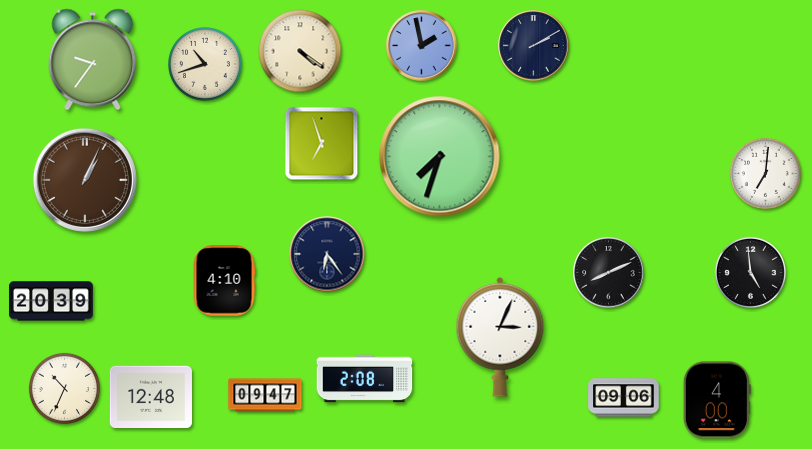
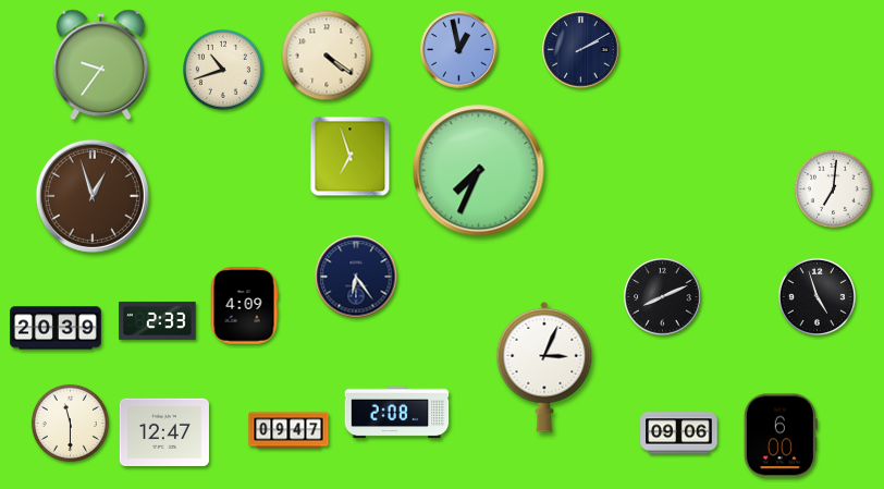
clock at (422, 46): 1:58 -> 12:58
clock at (440, 157): 7:33 -> 7:34
clock at (85, 180): 1:04 -> 12:57
clock at (750, 272): 4:59 -> 4:57
clock at (224, 281): 4:10 -> 4:09
clock at (158, 320): none -> 2:33
clock at (64, 388): 10:34 -> 11:30
clock at (151, 396): 12:48 -> 12:47
clock at (717, 400): 4:00 -> 6:00
